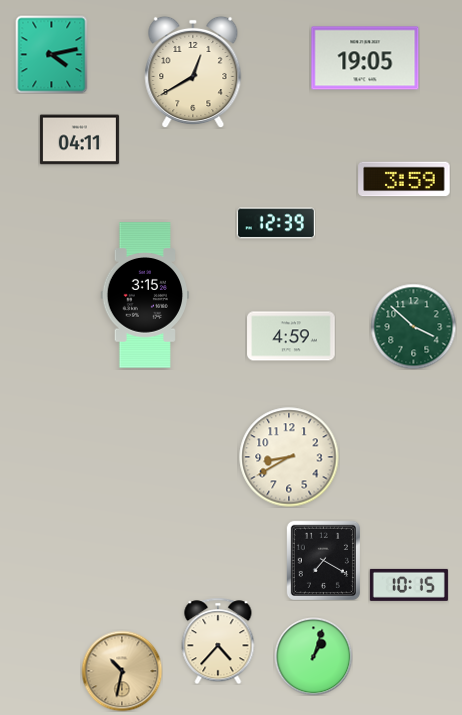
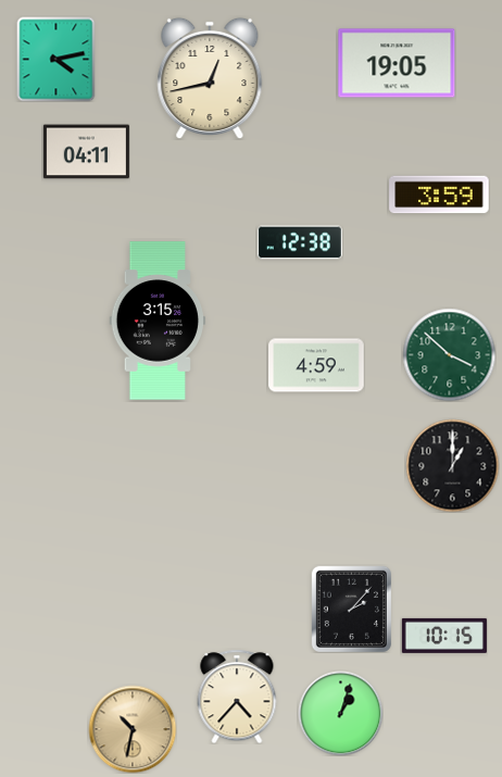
clock at (193, 72): 12:40 -> 12:43
clock at (276, 223): 12:39 -> 12:38
clock at (452, 465): none -> 1:00
clock at (289, 457): 8:40 -> none
clock at (323, 560): 7:20 -> 2:07
